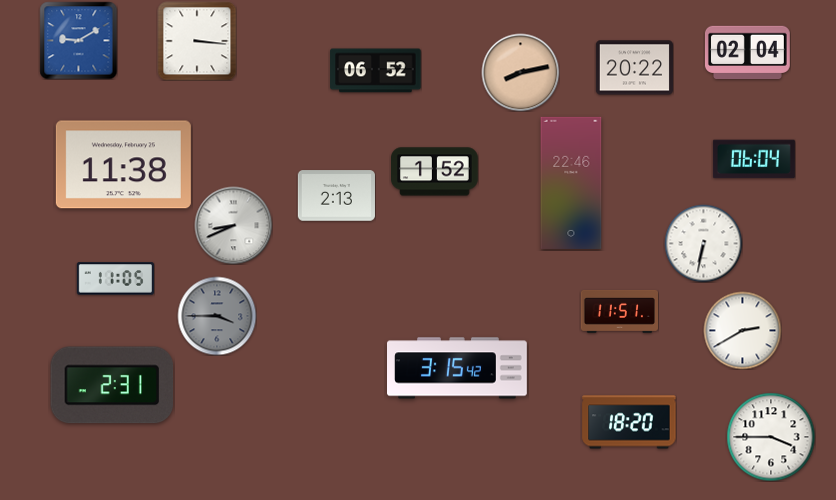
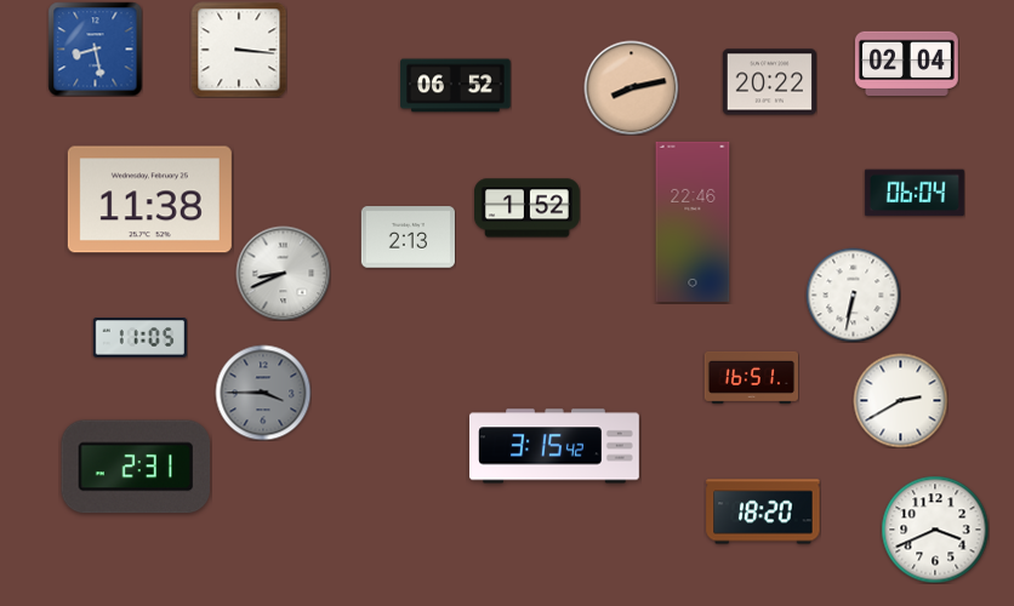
clock at (78, 40): 9:10 -> 8:28
clock at (619, 311): 11:51 -> 16:51
clock at (217, 316) position: (217, 316) -> (263, 393)
clock at (771, 437): 3:45 -> 3:41
